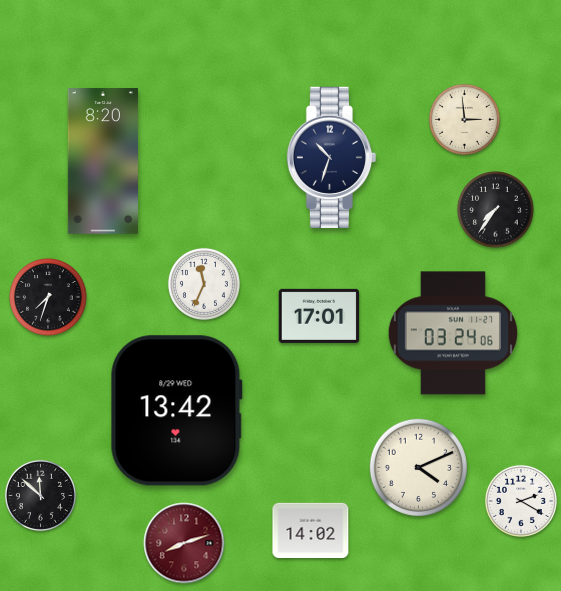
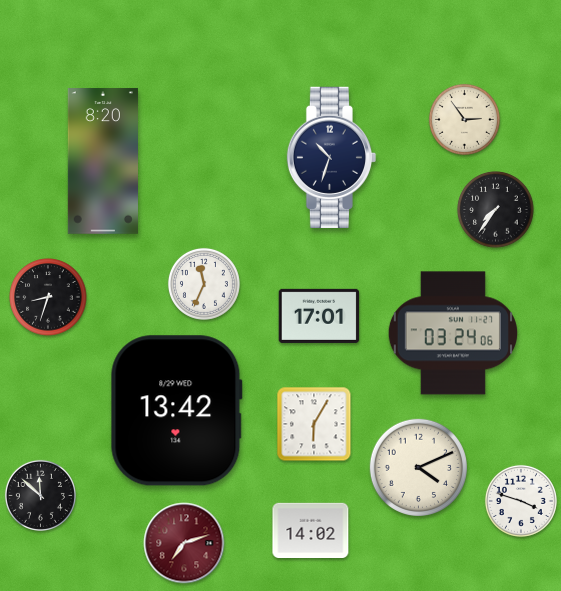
clock at (464, 119): 2:59 -> 2:54
clock at (48, 297): 7:33 -> 8:33
clock at (314, 424): none -> 6:05
clock at (521, 501): 2:20 -> 3:48
clock at (184, 543): 8:12 -> 7:12
